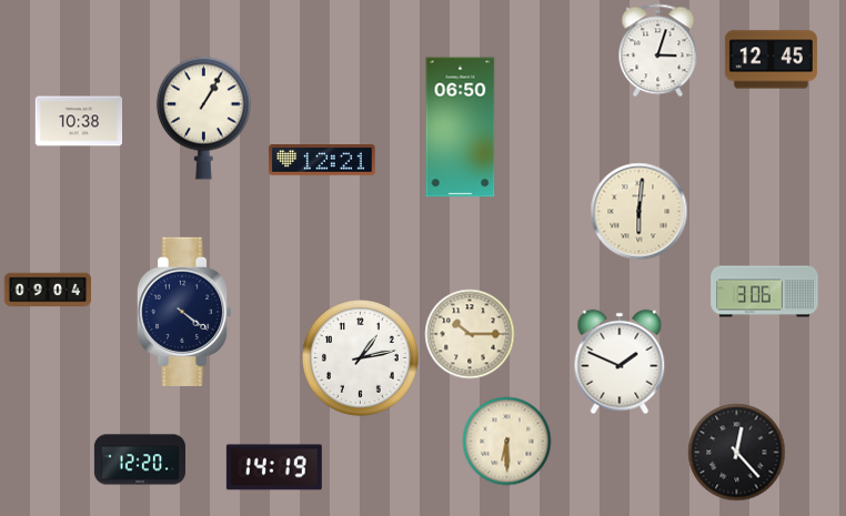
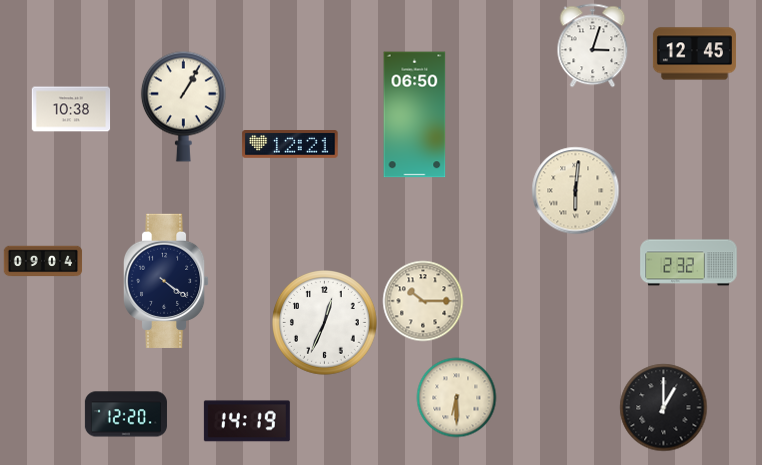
clock at (765, 292): 3:06 -> 2:32
clock at (361, 358): 1:13 -> 12:34
clock at (620, 362): 1:49 -> none
clock at (736, 452): 12:23 -> 1:00
